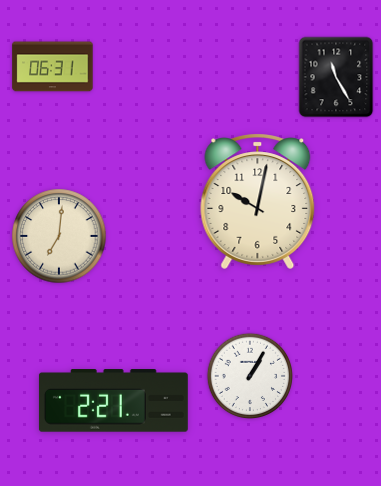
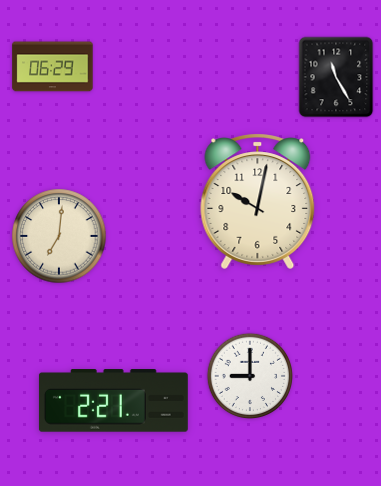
clock at (53, 67): 06:31 -> 06:29
clock at (250, 376): 1:05 -> 9:00
